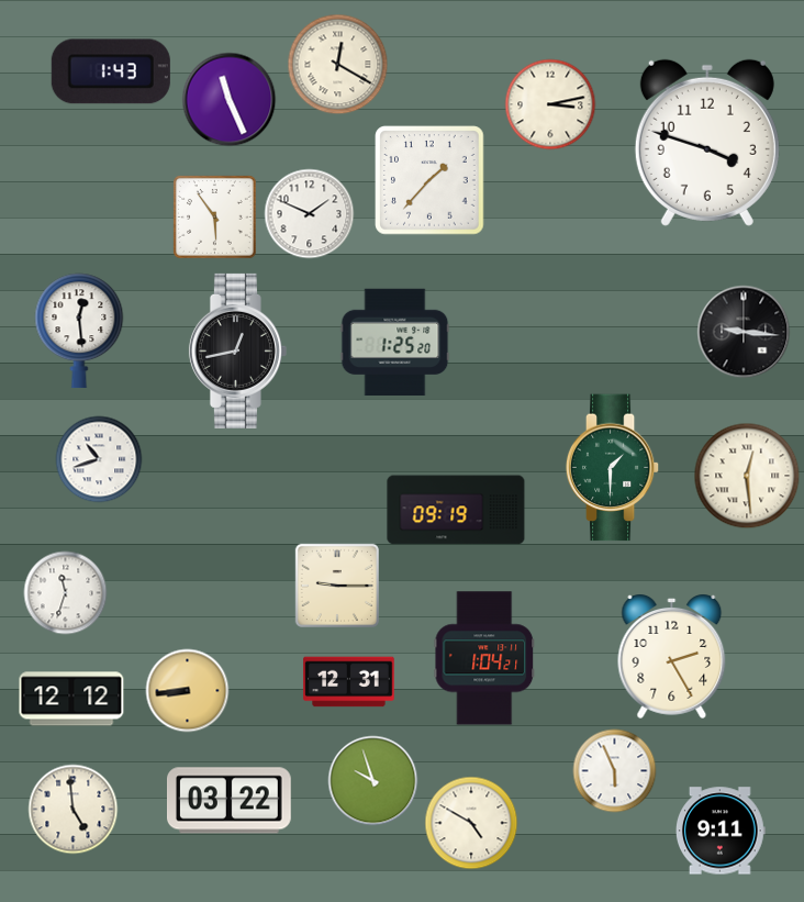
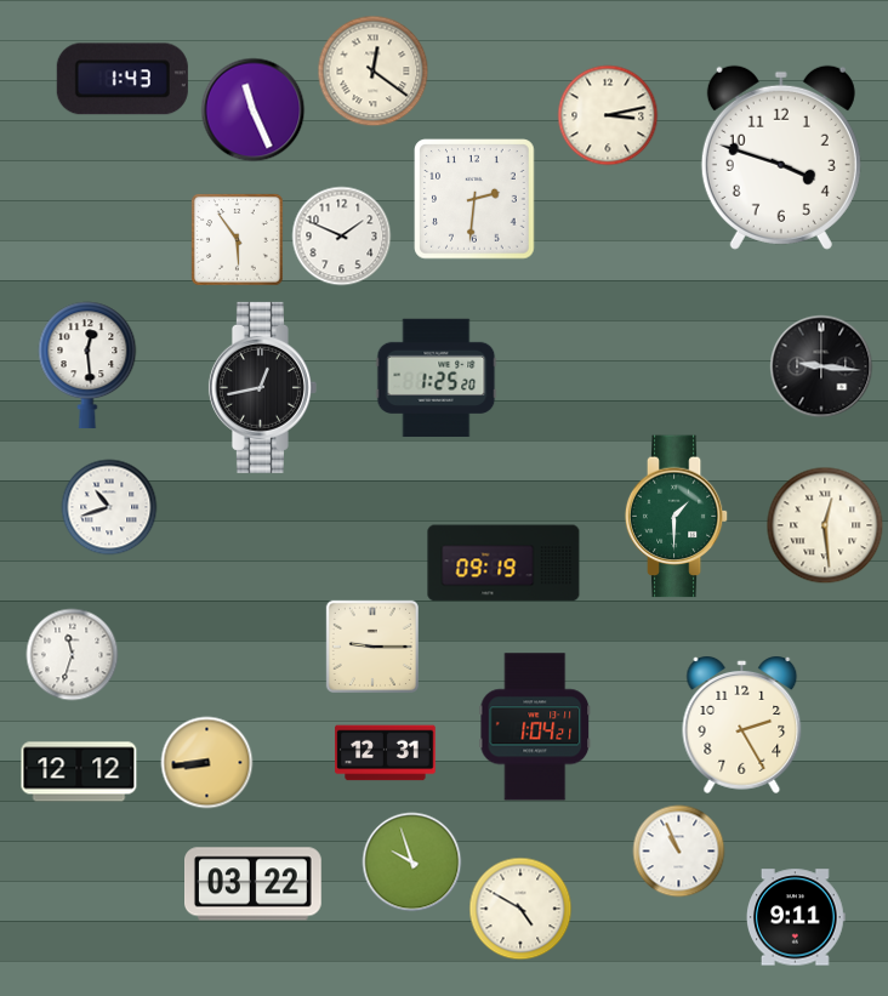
clock at (338, 65): 12:20 -> 12:21
clock at (429, 180): 1:37 -> 2:31
clock at (615, 771): 5:56 -> 10:56
clock at (74, 810): 4:59 -> none
